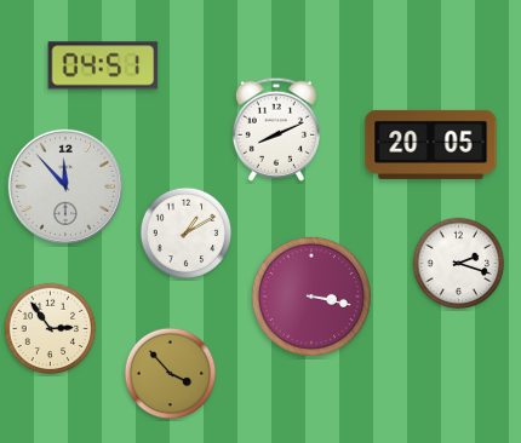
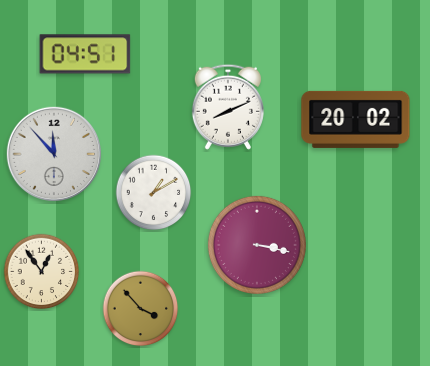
clock at (431, 144): 20:05 -> 20:02
clock at (459, 264): 2:18 -> none
clock at (51, 329): 2:54 -> 12:54
